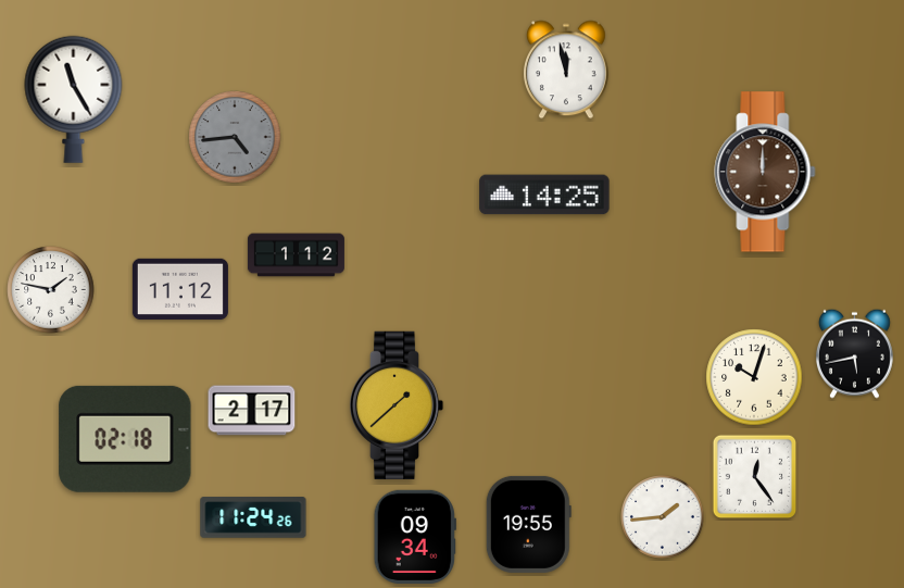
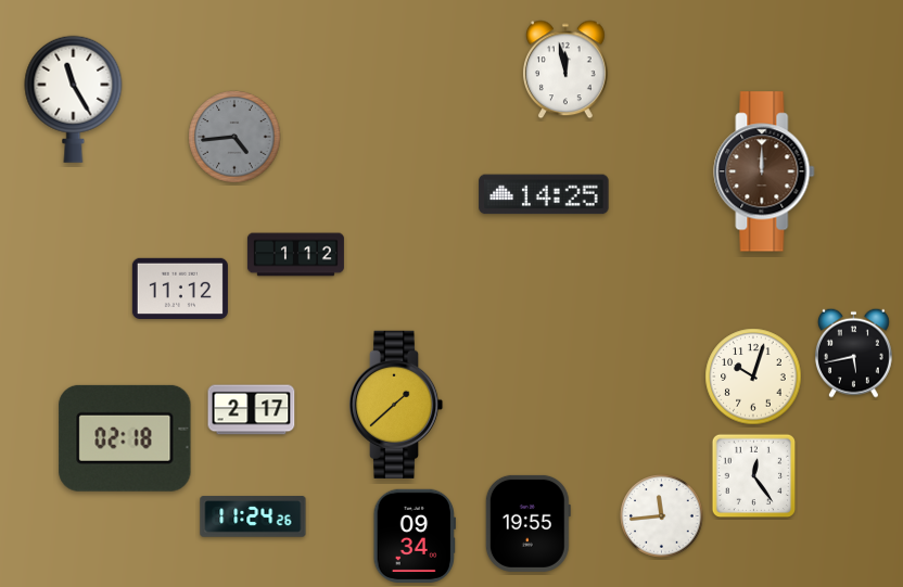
clock at (51, 290): 1:47 -> none
clock at (663, 517): 1:44 -> 11:44
